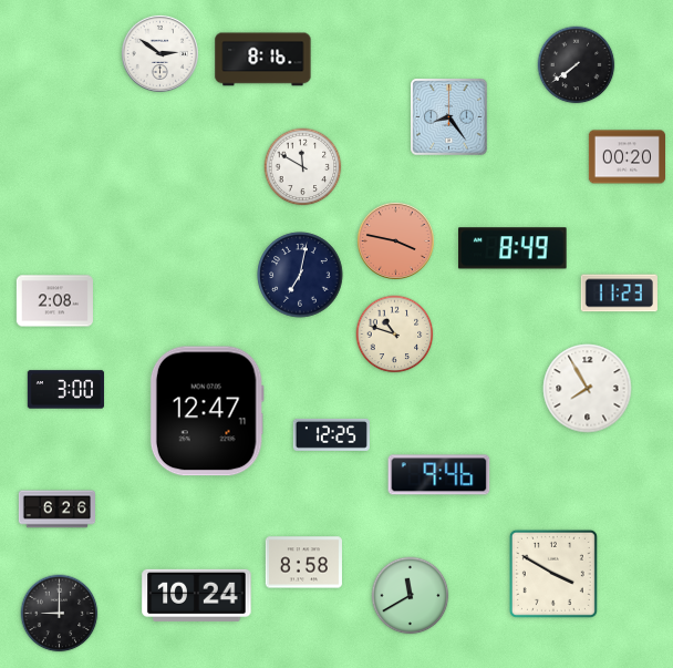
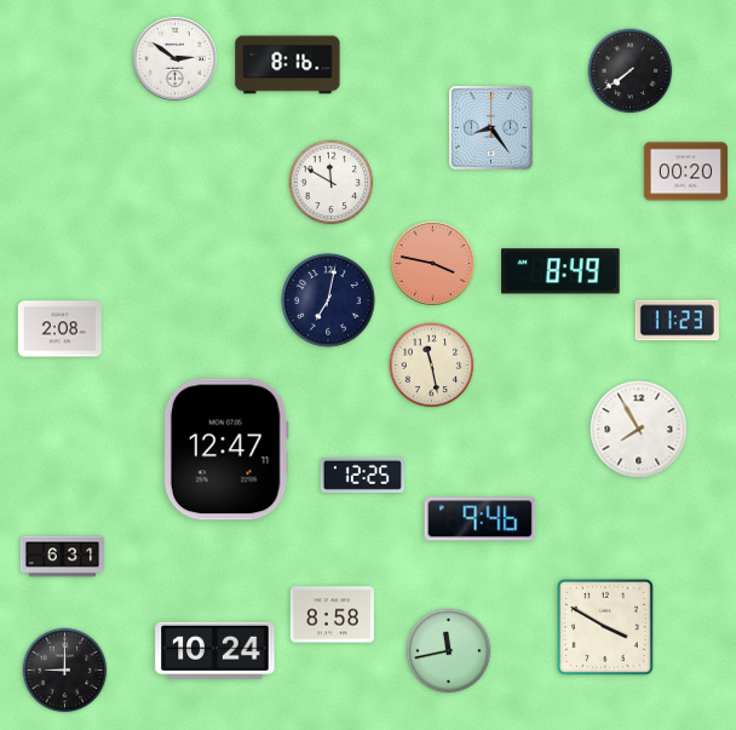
clock at (395, 335): 10:48 -> 11:28
clock at (588, 389) position: (588, 389) -> (639, 430)
clock at (65, 390): 3:00 -> none
clock at (56, 510): 6:26 -> 6:31
clock at (411, 596): 11:40 -> 11:43
